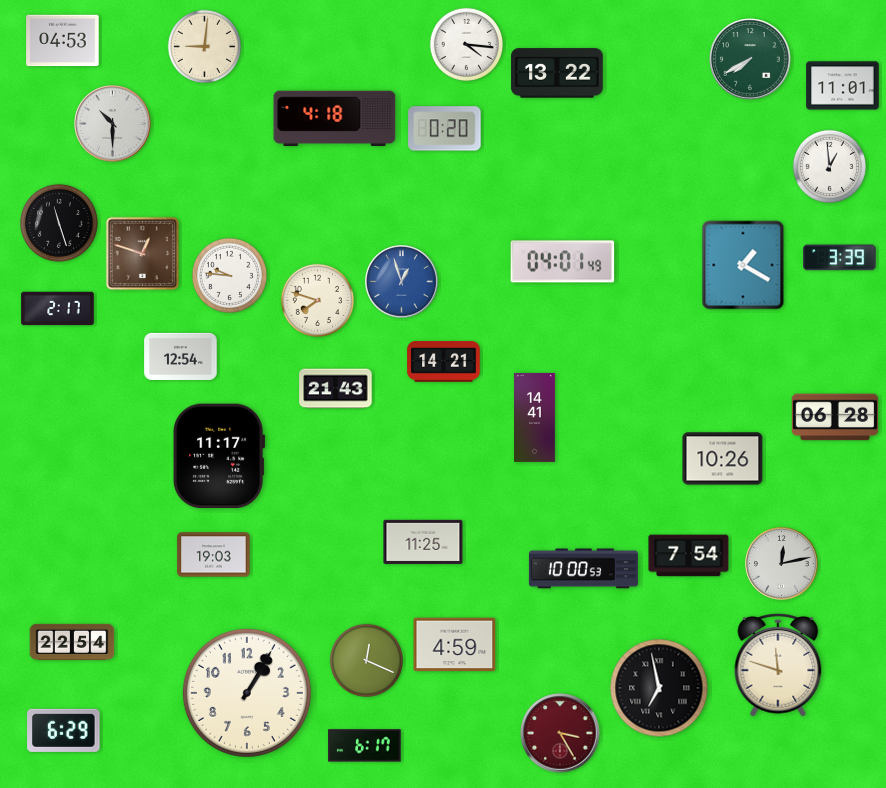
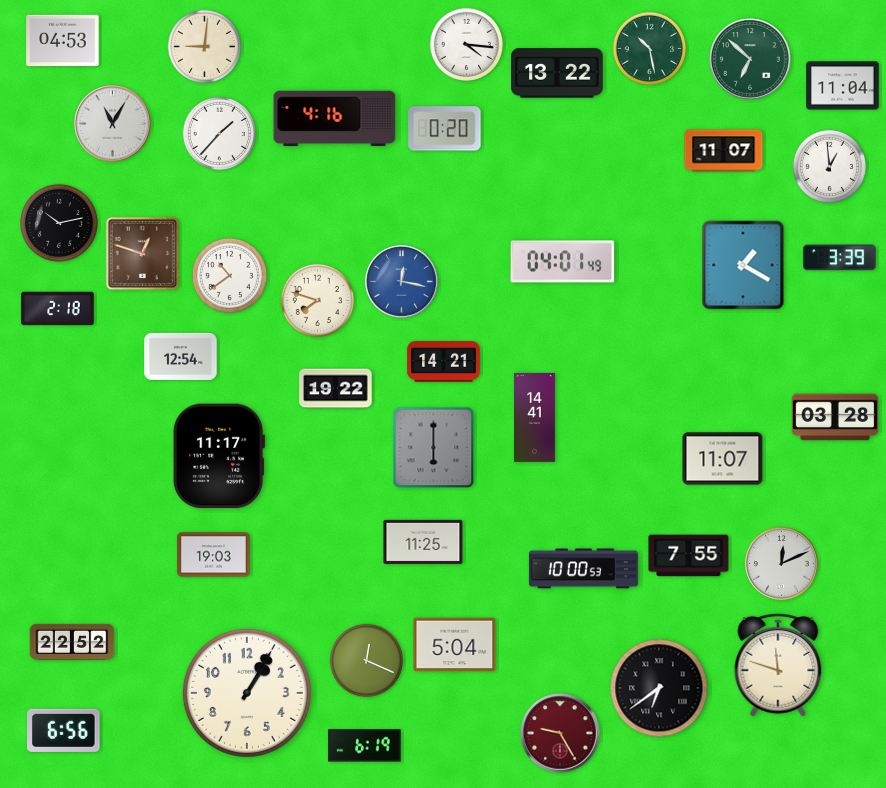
clock at (649, 48): none -> 10:28
clock at (750, 59): 7:40 -> 6:52
clock at (843, 86): 11:01 -> 11:04
clock at (335, 119): 4:18 -> 4:16
clock at (113, 124): 10:30 -> 11:05
clock at (219, 133): none -> 1:37
clock at (724, 151): none -> 11:07
clock at (59, 223): 11:27 -> 10:13
clock at (229, 275): 9:46 -> 10:39
clock at (402, 282): 12:57 -> 12:17
clock at (58, 309): 2:17 -> 2:18
clock at (336, 389): 21:43 -> 19:22
clock at (835, 417): 06:28 -> 03:28
clock at (434, 448): none -> 6:00
clock at (723, 459): 10:26 -> 11:07
clock at (689, 556): 7:54 -> 7:55
clock at (782, 564): 12:13 -> 12:11
clock at (72, 641): 22:54 -> 22:52
clock at (455, 645): 4:59 -> 5:04
clock at (659, 688): 6:58 -> 6:39
clock at (64, 730): 6:29 -> 6:56
clock at (560, 733): 3:25 -> 9:25
clock at (365, 746): 6:17 -> 6:19
